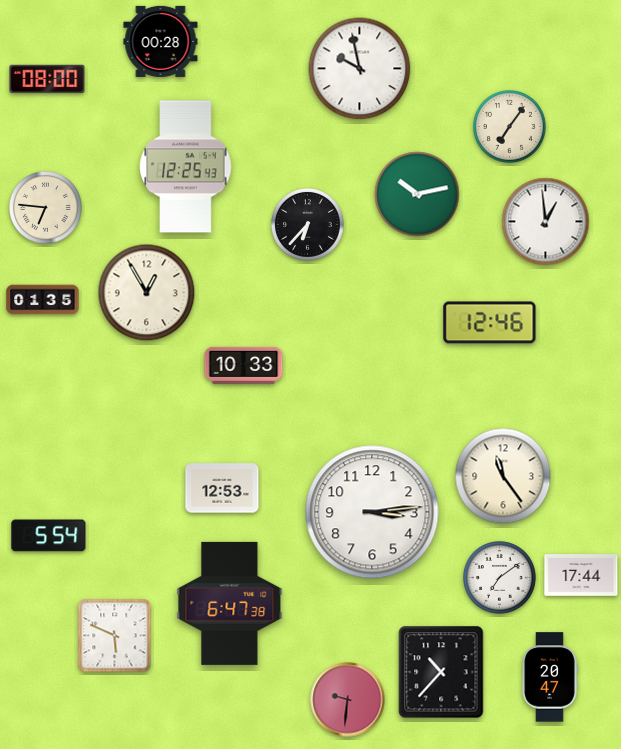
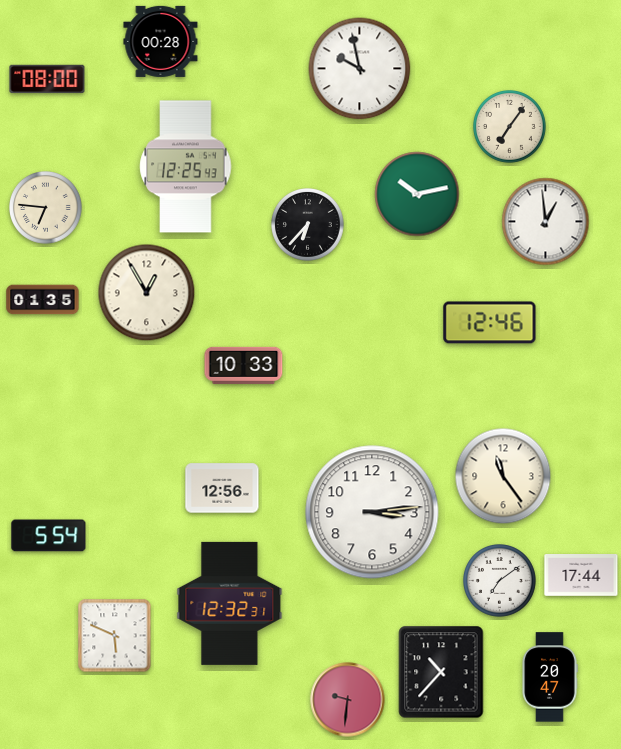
clock at (222, 488): 12:53 -> 12:56
clock at (500, 578) position: (500, 578) -> (500, 581)
clock at (230, 603): 6:47 -> 12:32
